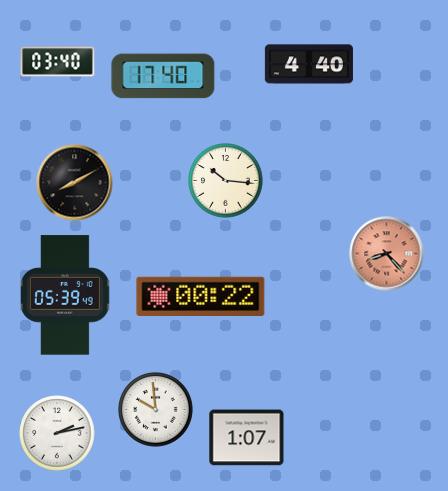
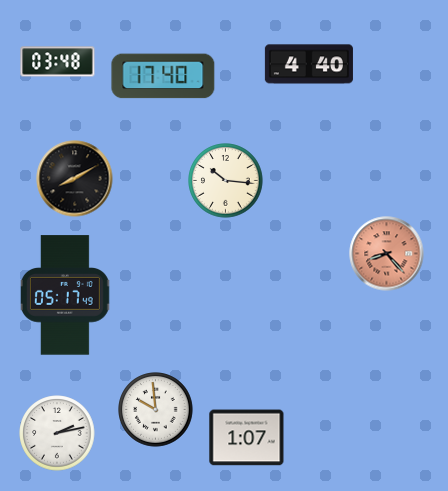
clock at (58, 62): 03:40 -> 03:48
clock at (75, 183) position: (75, 183) -> (75, 179)
clock at (65, 295): 05:39 -> 05:17
clock at (201, 296): 00:22 -> none
